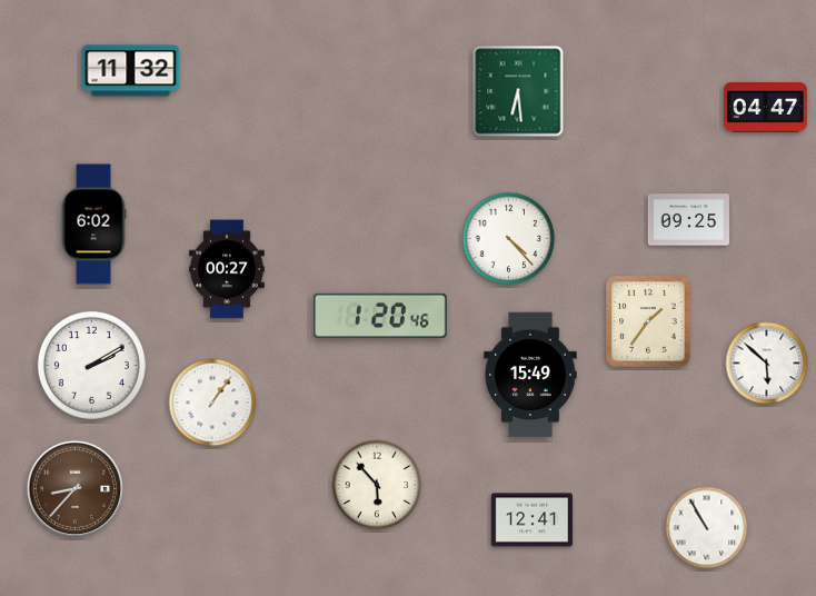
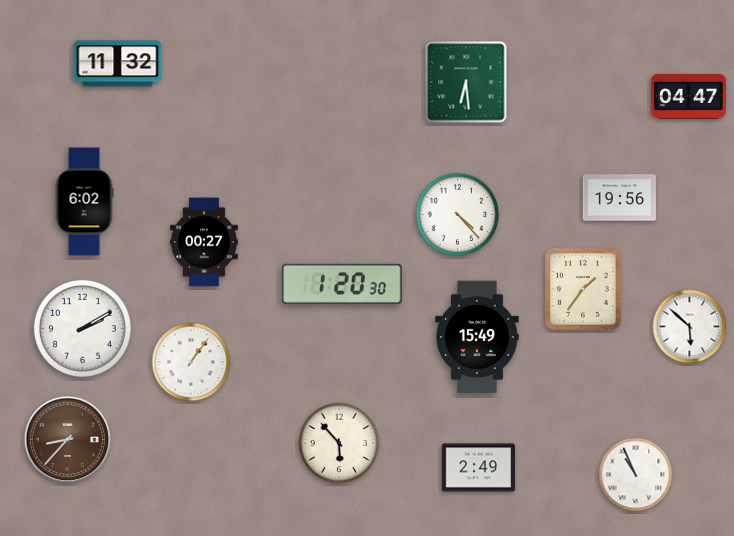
clock at (688, 220): 09:25 -> 19:56
clock at (381, 316): 1:20:46 -> 1:20:30
clock at (377, 485) position: (377, 485) -> (339, 443)
clock at (531, 520): 12:41 -> 2:49
clock at (707, 528): 10:55 -> 10:56
